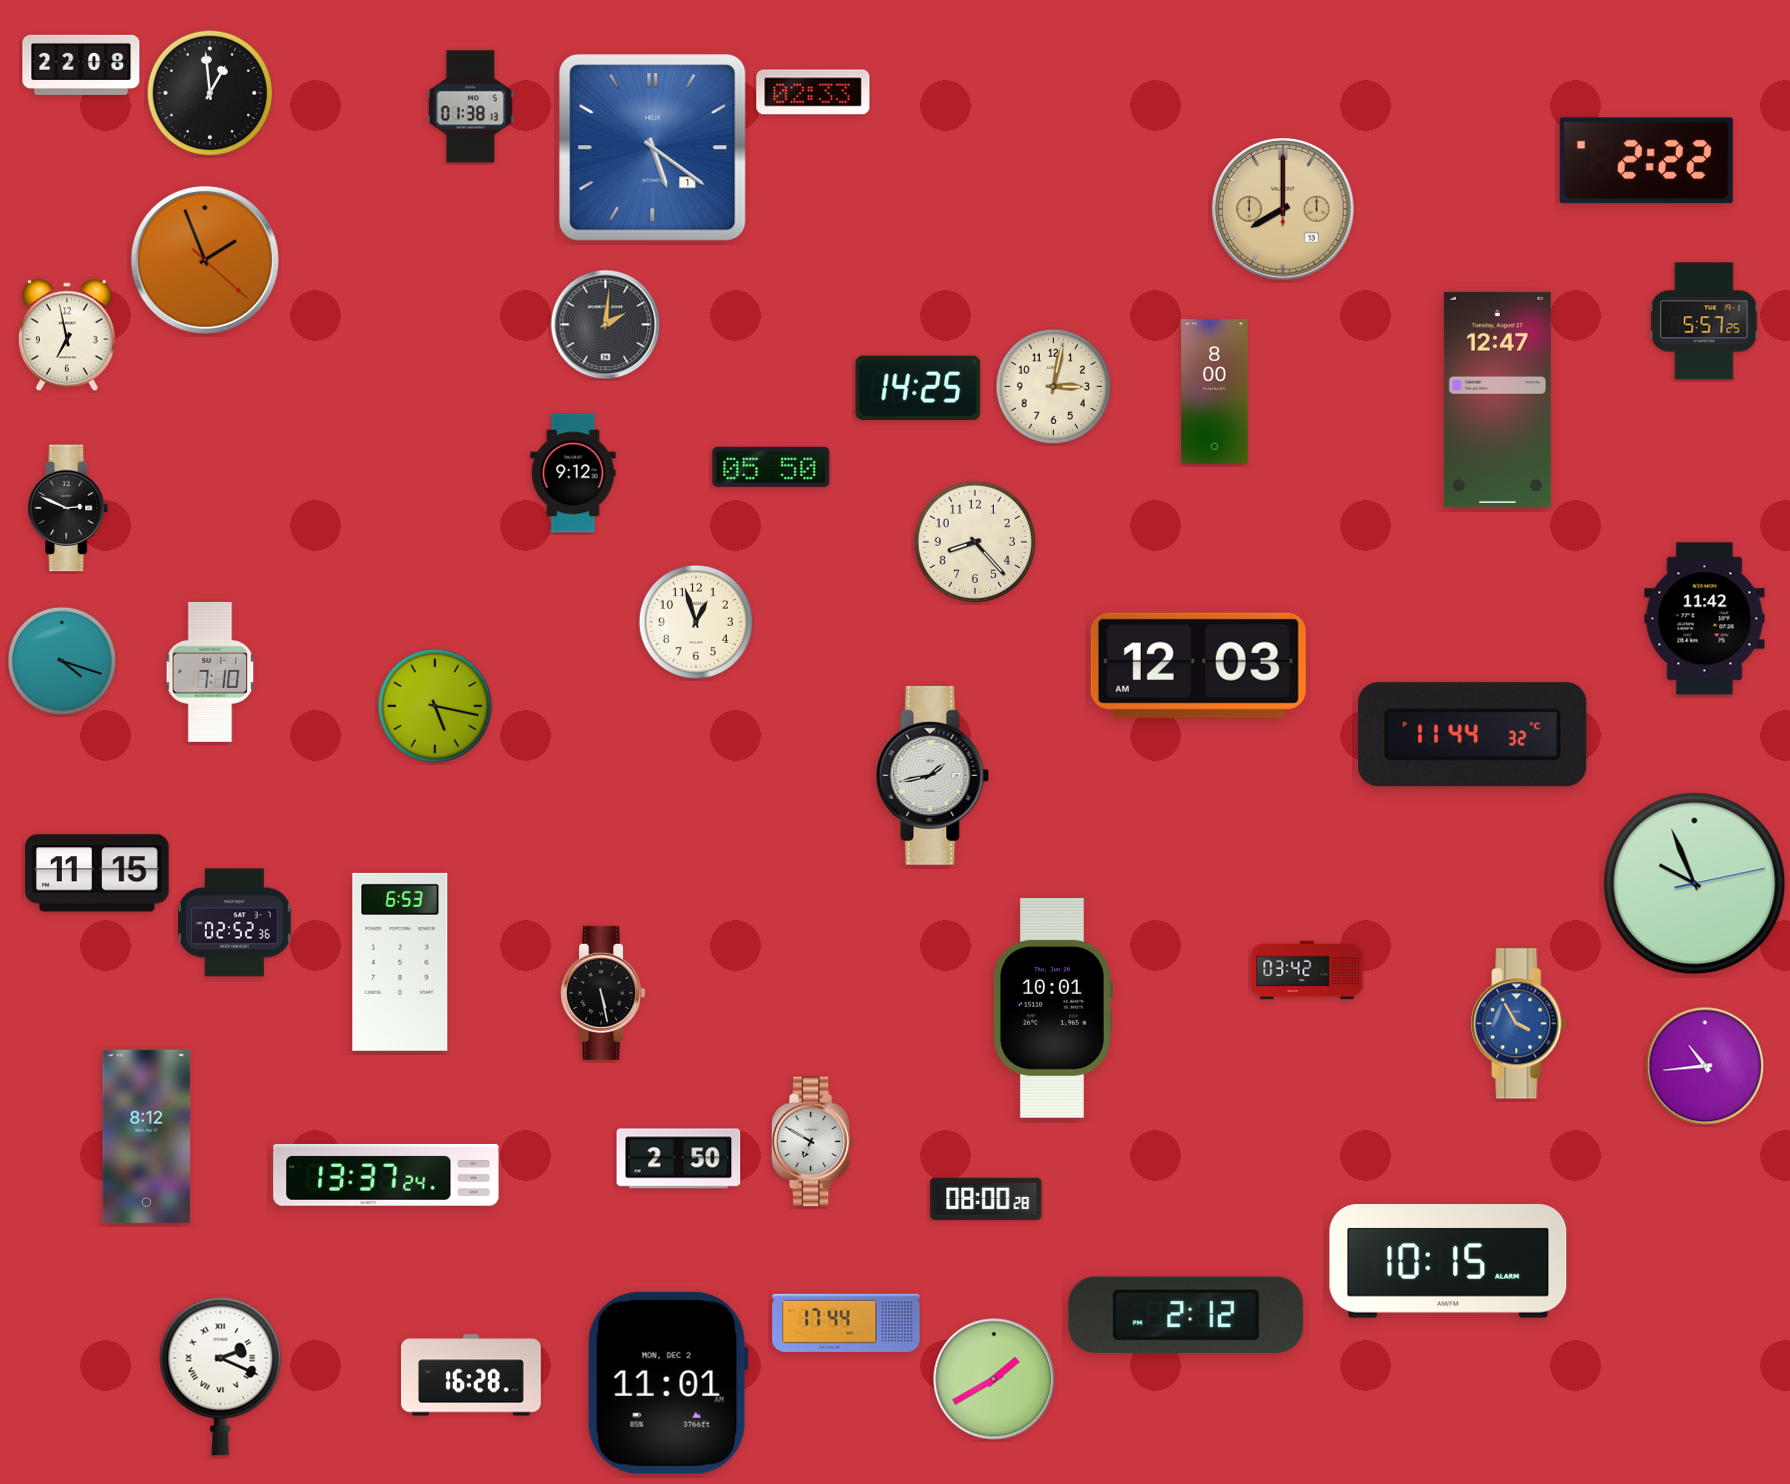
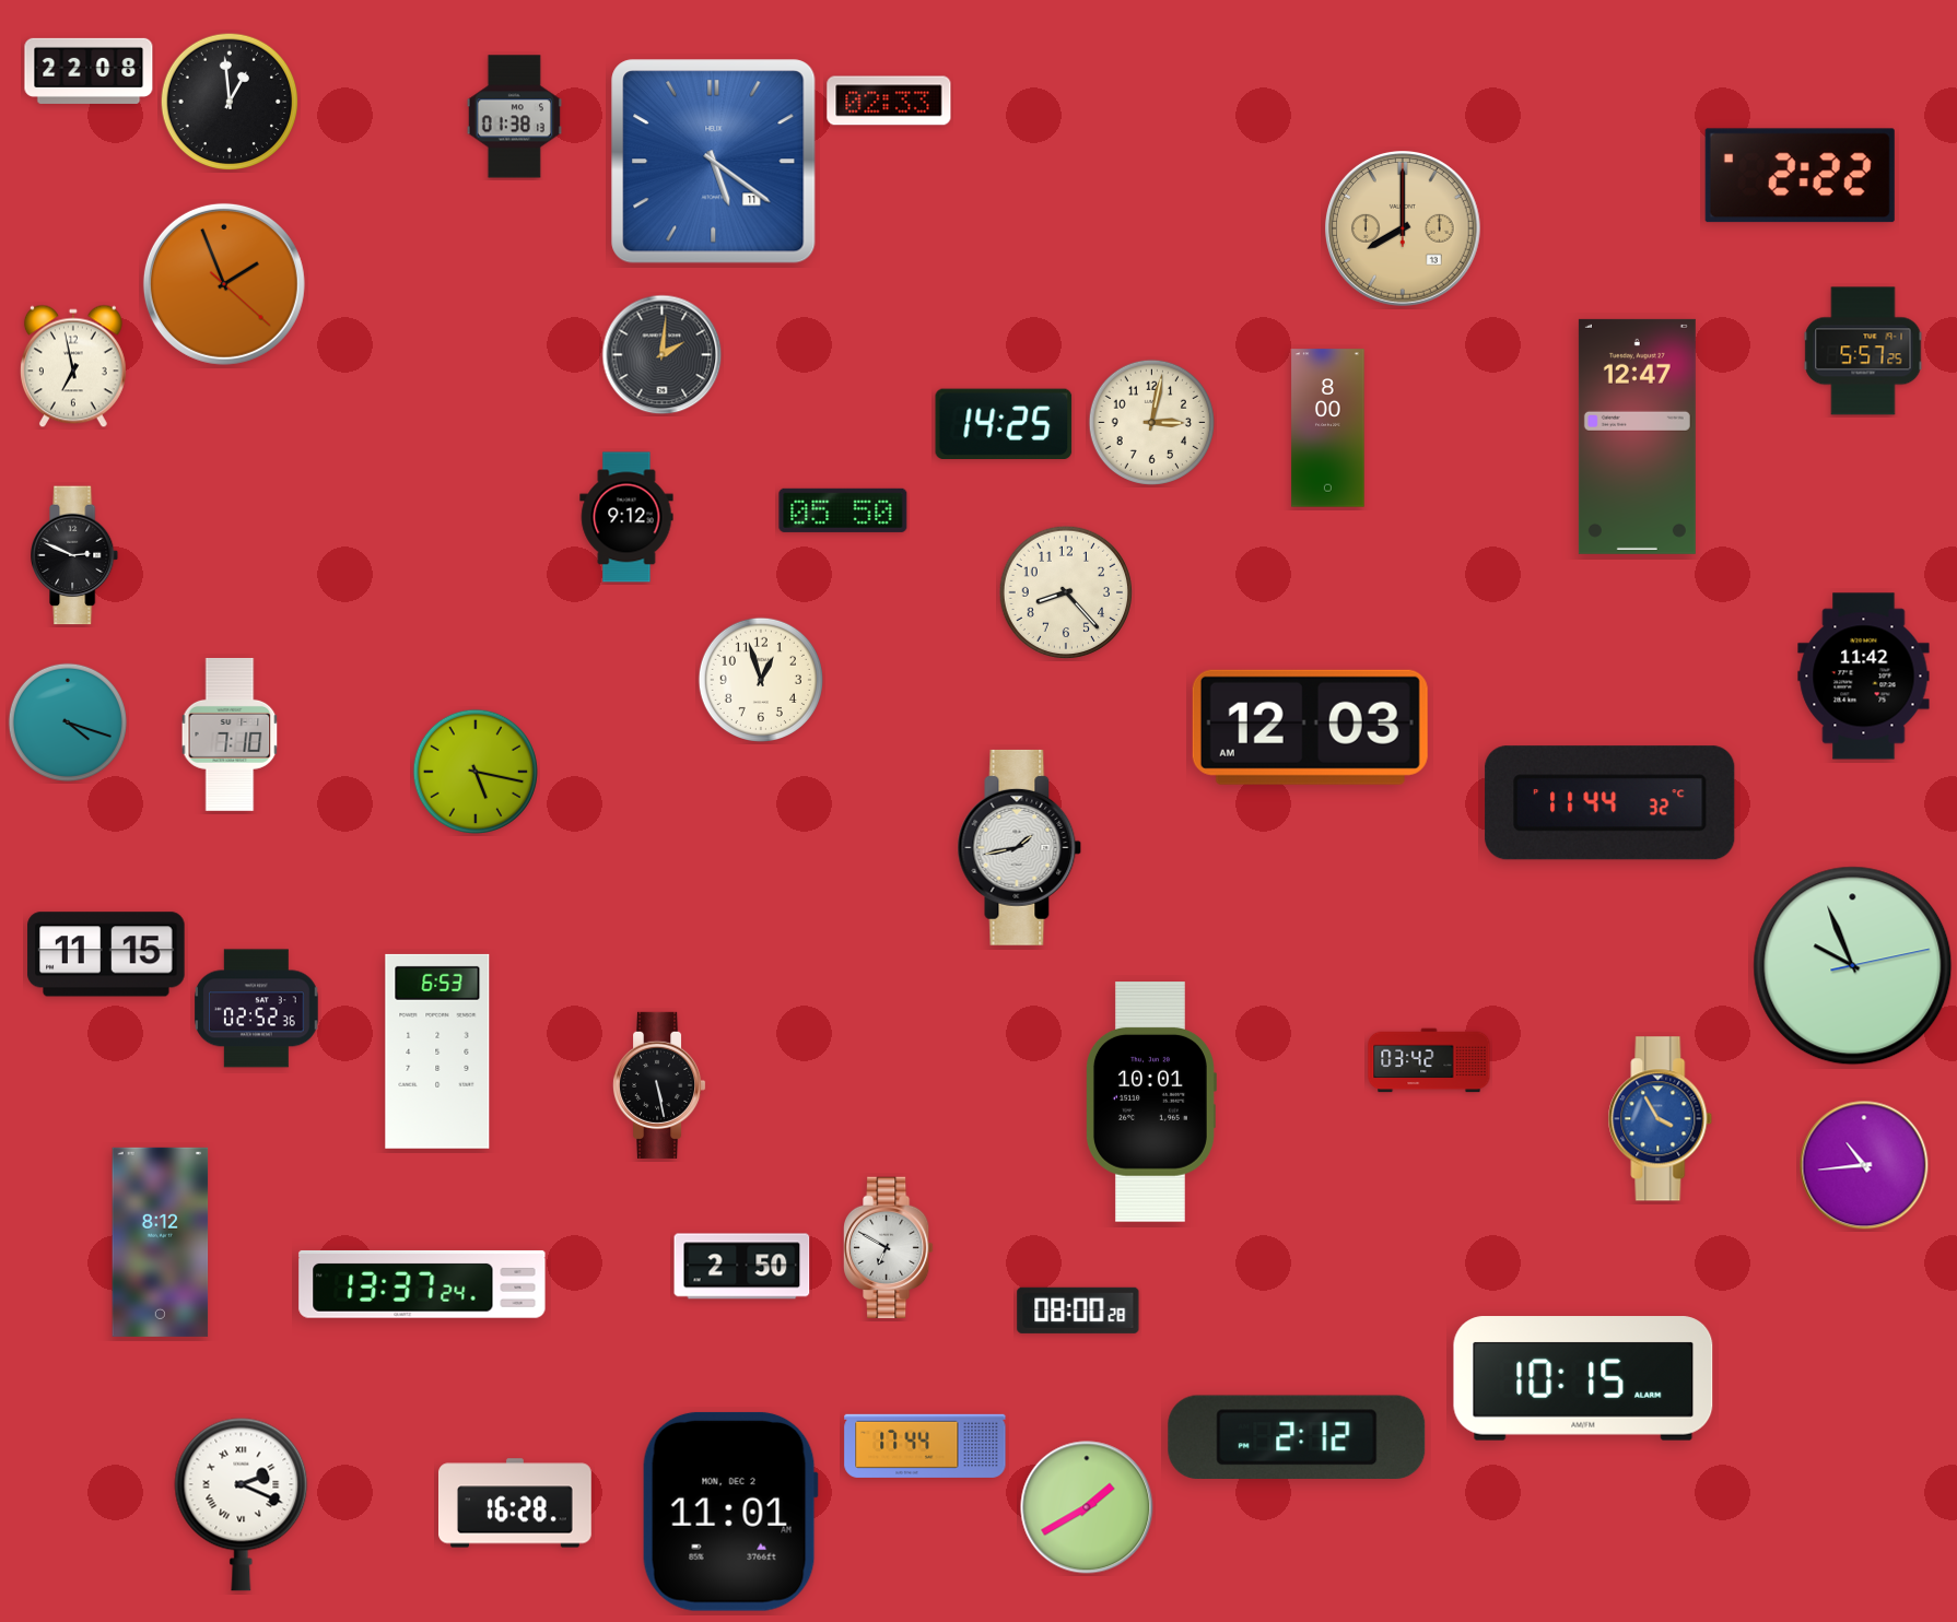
clock at (653, 148) date: 1 -> 11
